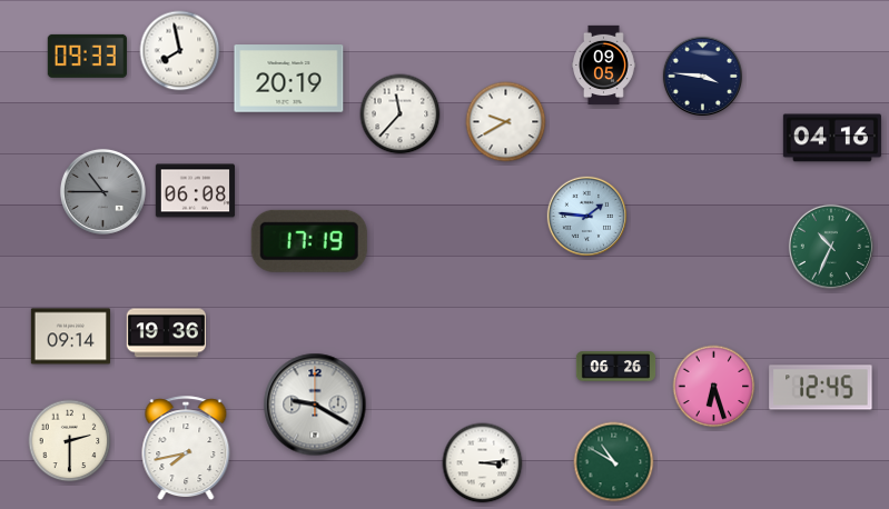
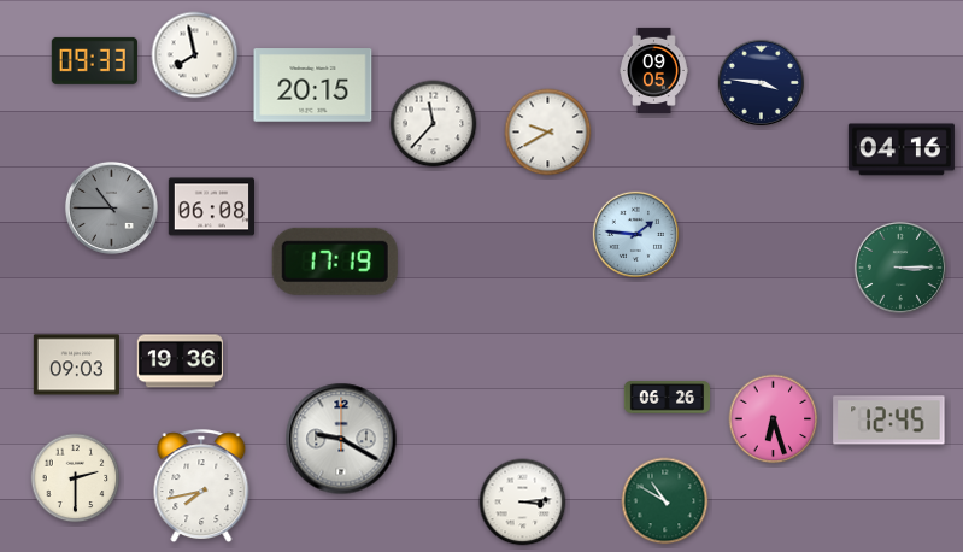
clock at (289, 79): 20:19 -> 20:15
clock at (831, 247): 10:34 -> 3:15
clock at (70, 337): 09:14 -> 09:03
